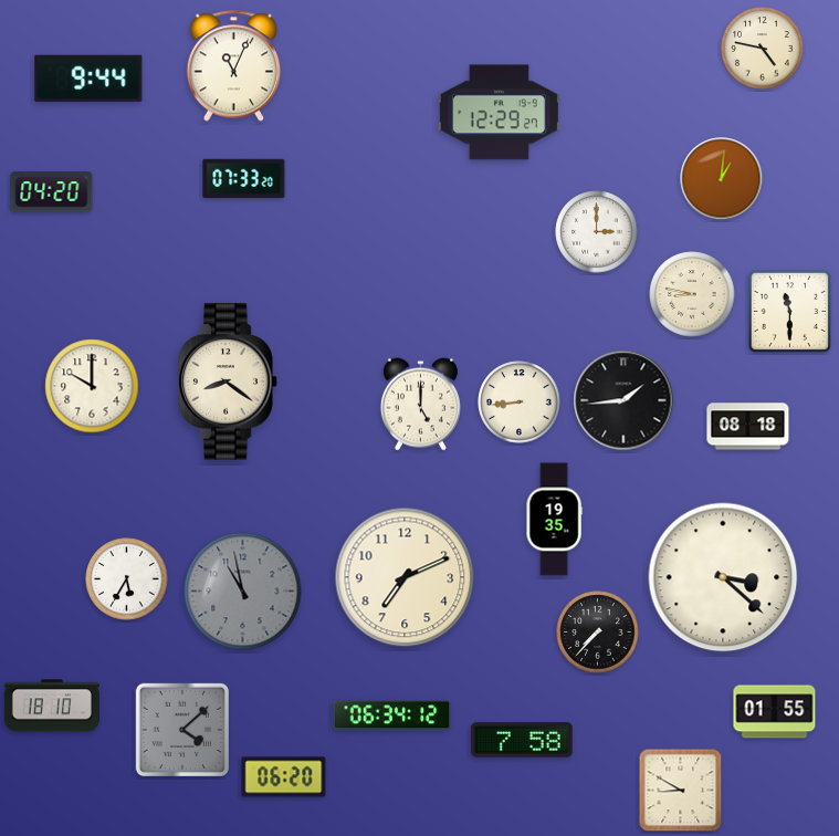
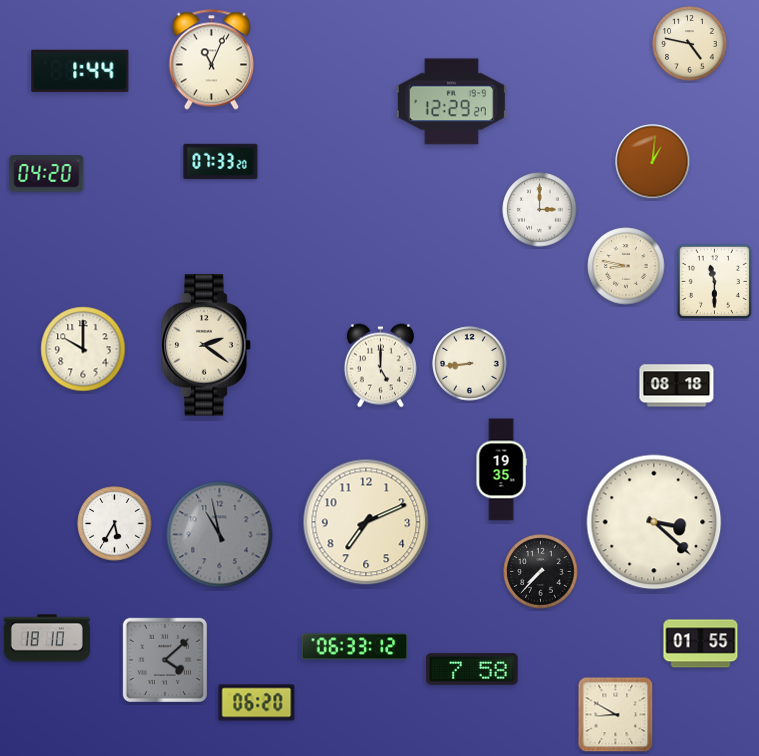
clock at (88, 79): 9:44 -> 1:44
clock at (228, 382): 8:21 -> 2:21
clock at (623, 400): 1:44 -> none
clock at (392, 715): 06:34 -> 06:33
